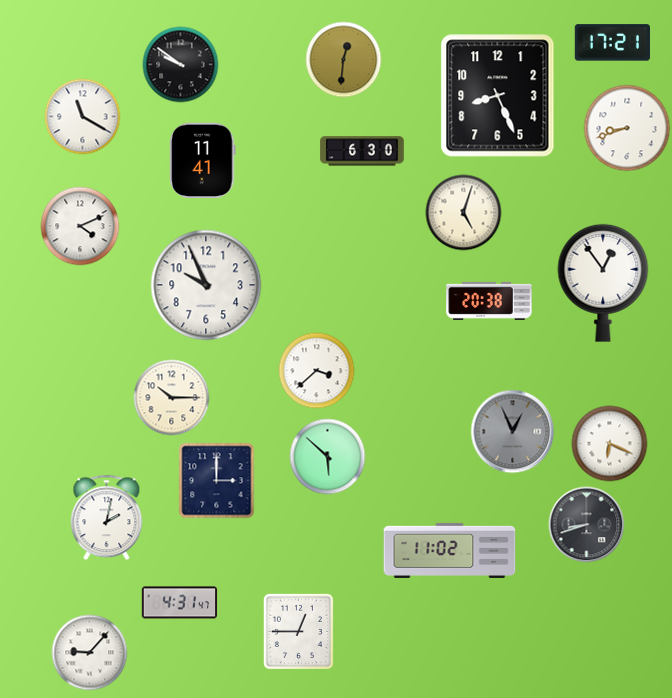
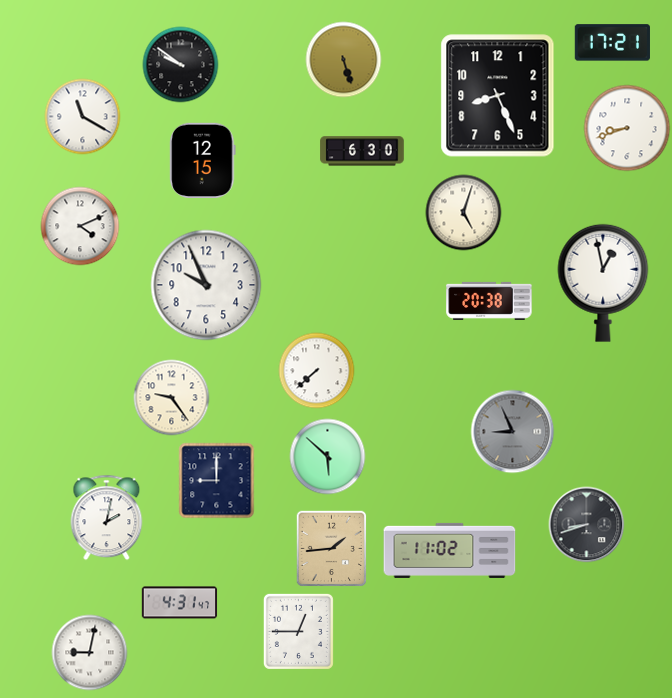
clock at (344, 60): 12:31 -> 5:27
clock at (203, 160): 11:41 -> 12:15
clock at (603, 283): 12:54 -> 12:58
clock at (317, 371): 3:38 -> 7:38
clock at (172, 398): 10:15 -> 9:24
clock at (513, 432): 12:56 -> 8:56
clock at (610, 444): 6:19 -> none
clock at (217, 481): 3:00 -> 9:00
clock at (332, 549): none -> 1:44
clock at (90, 653): 9:07 -> 9:02
